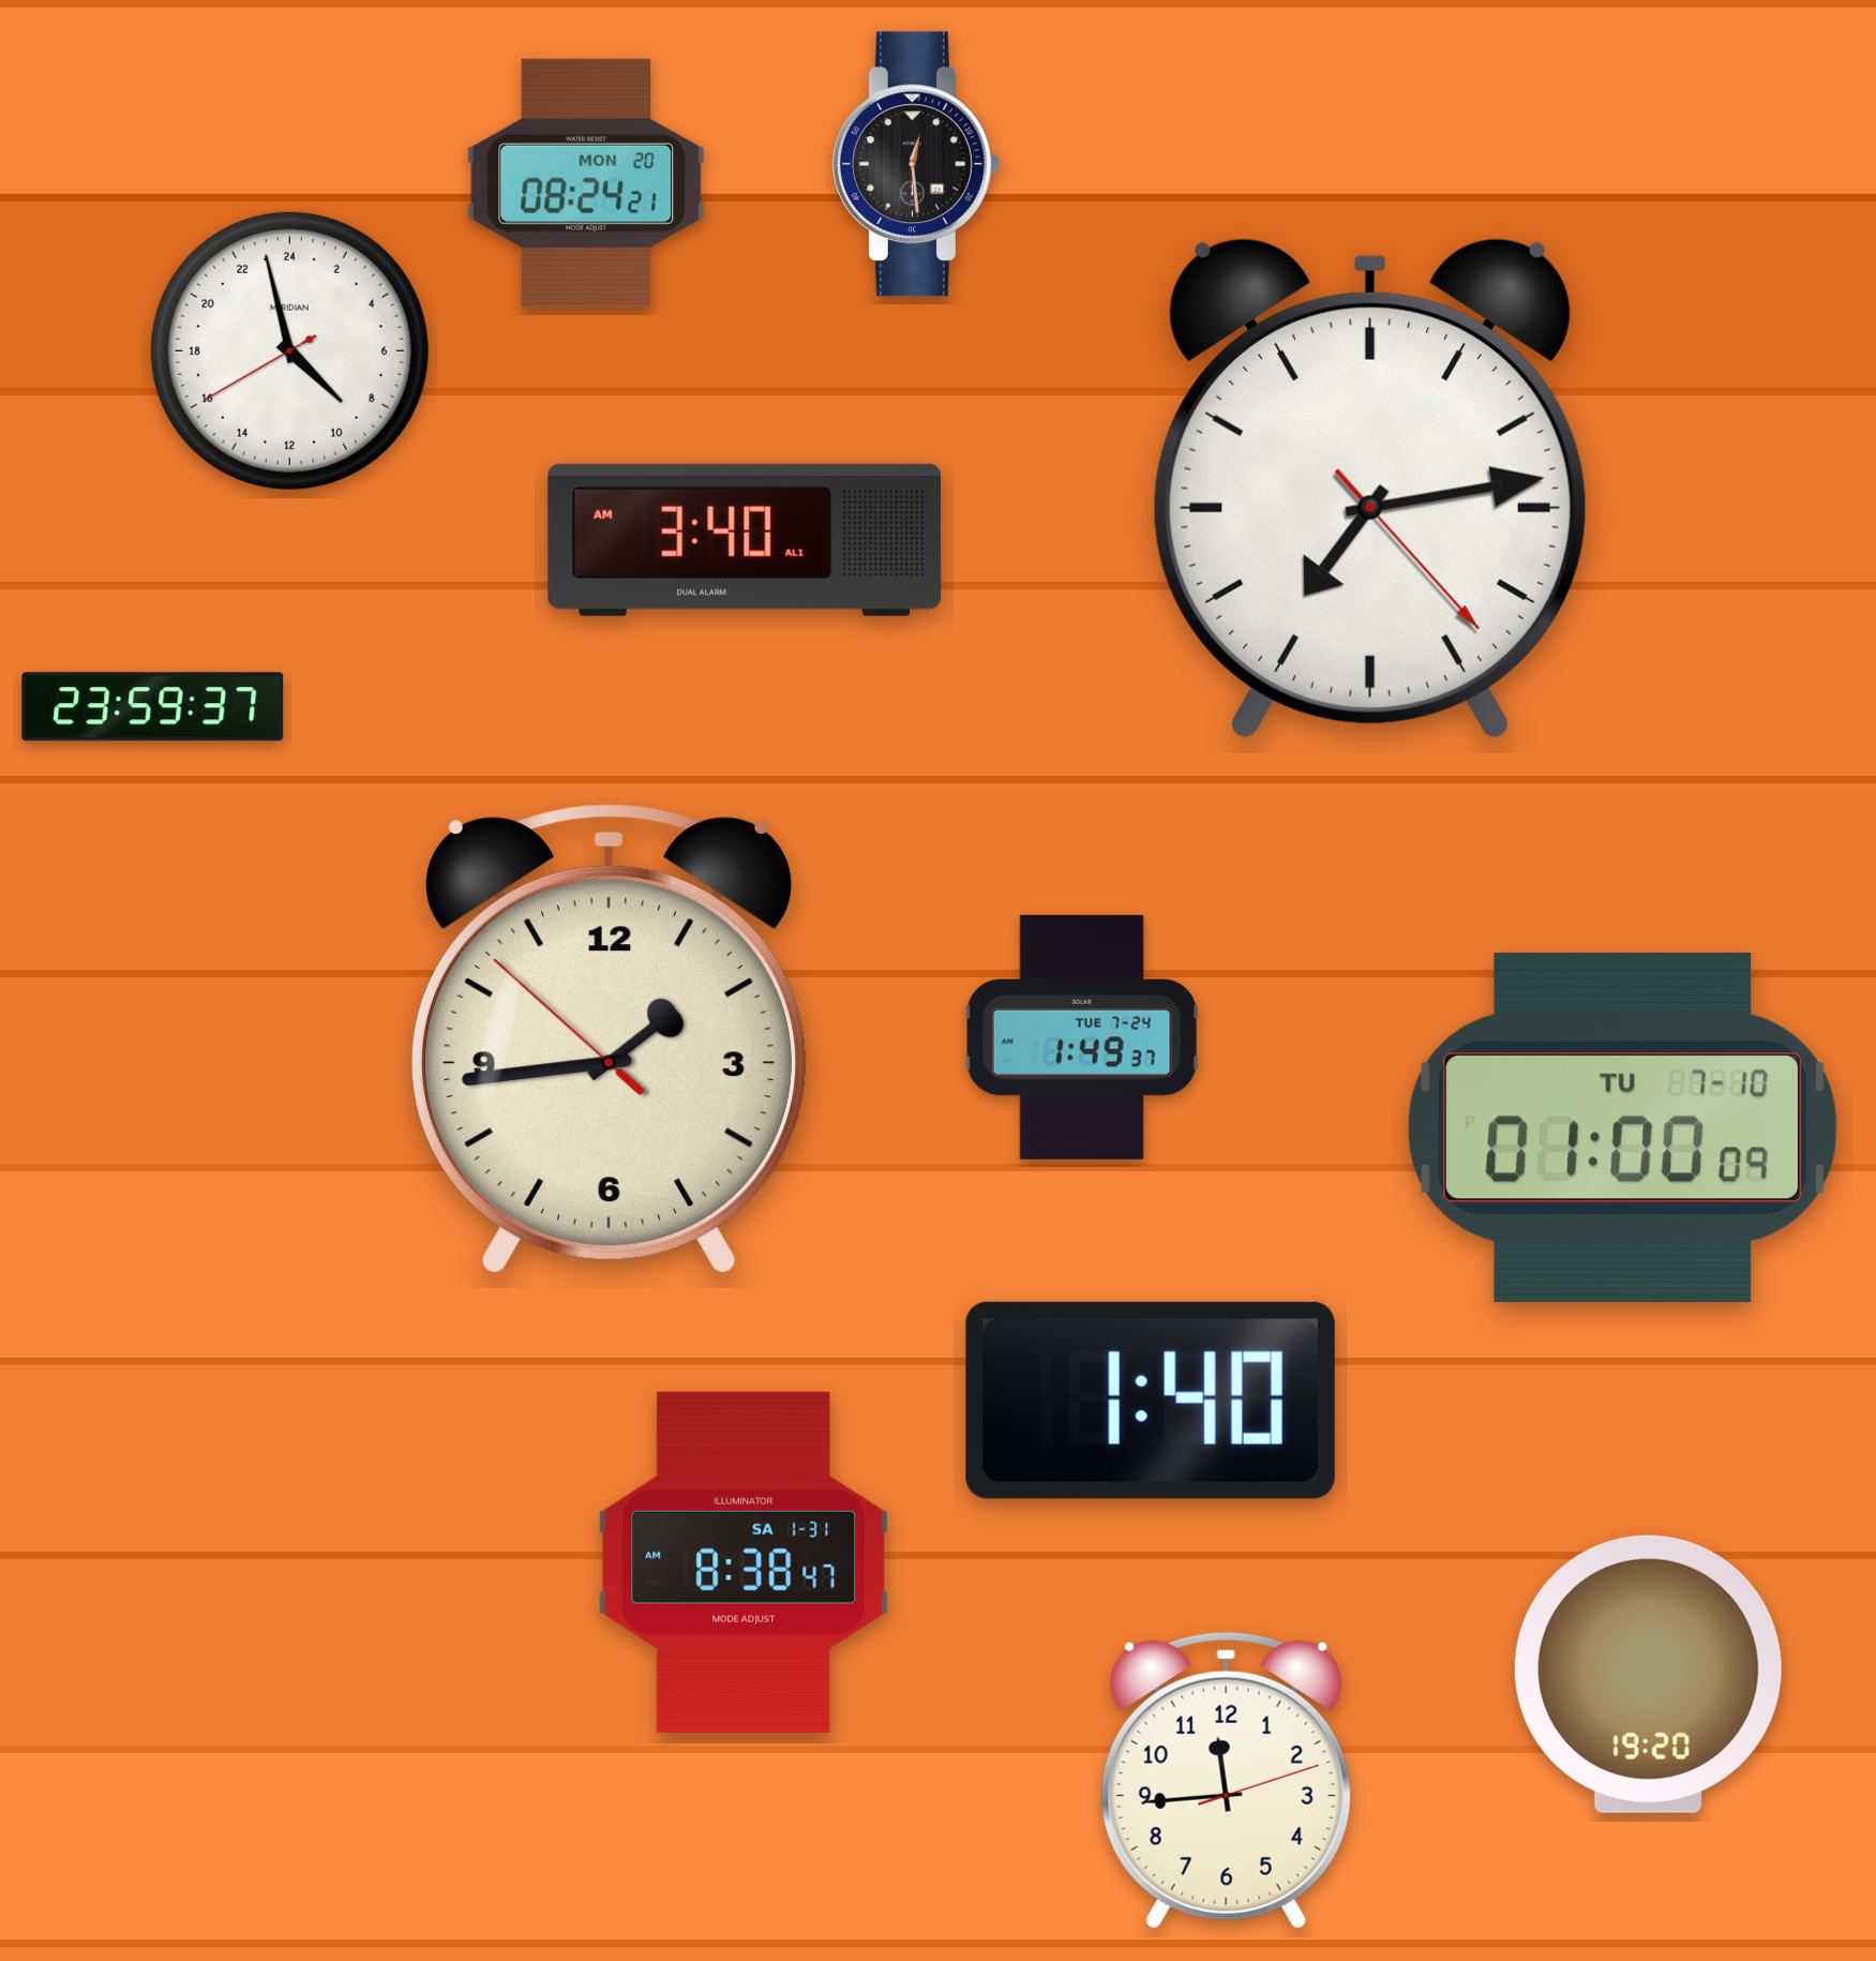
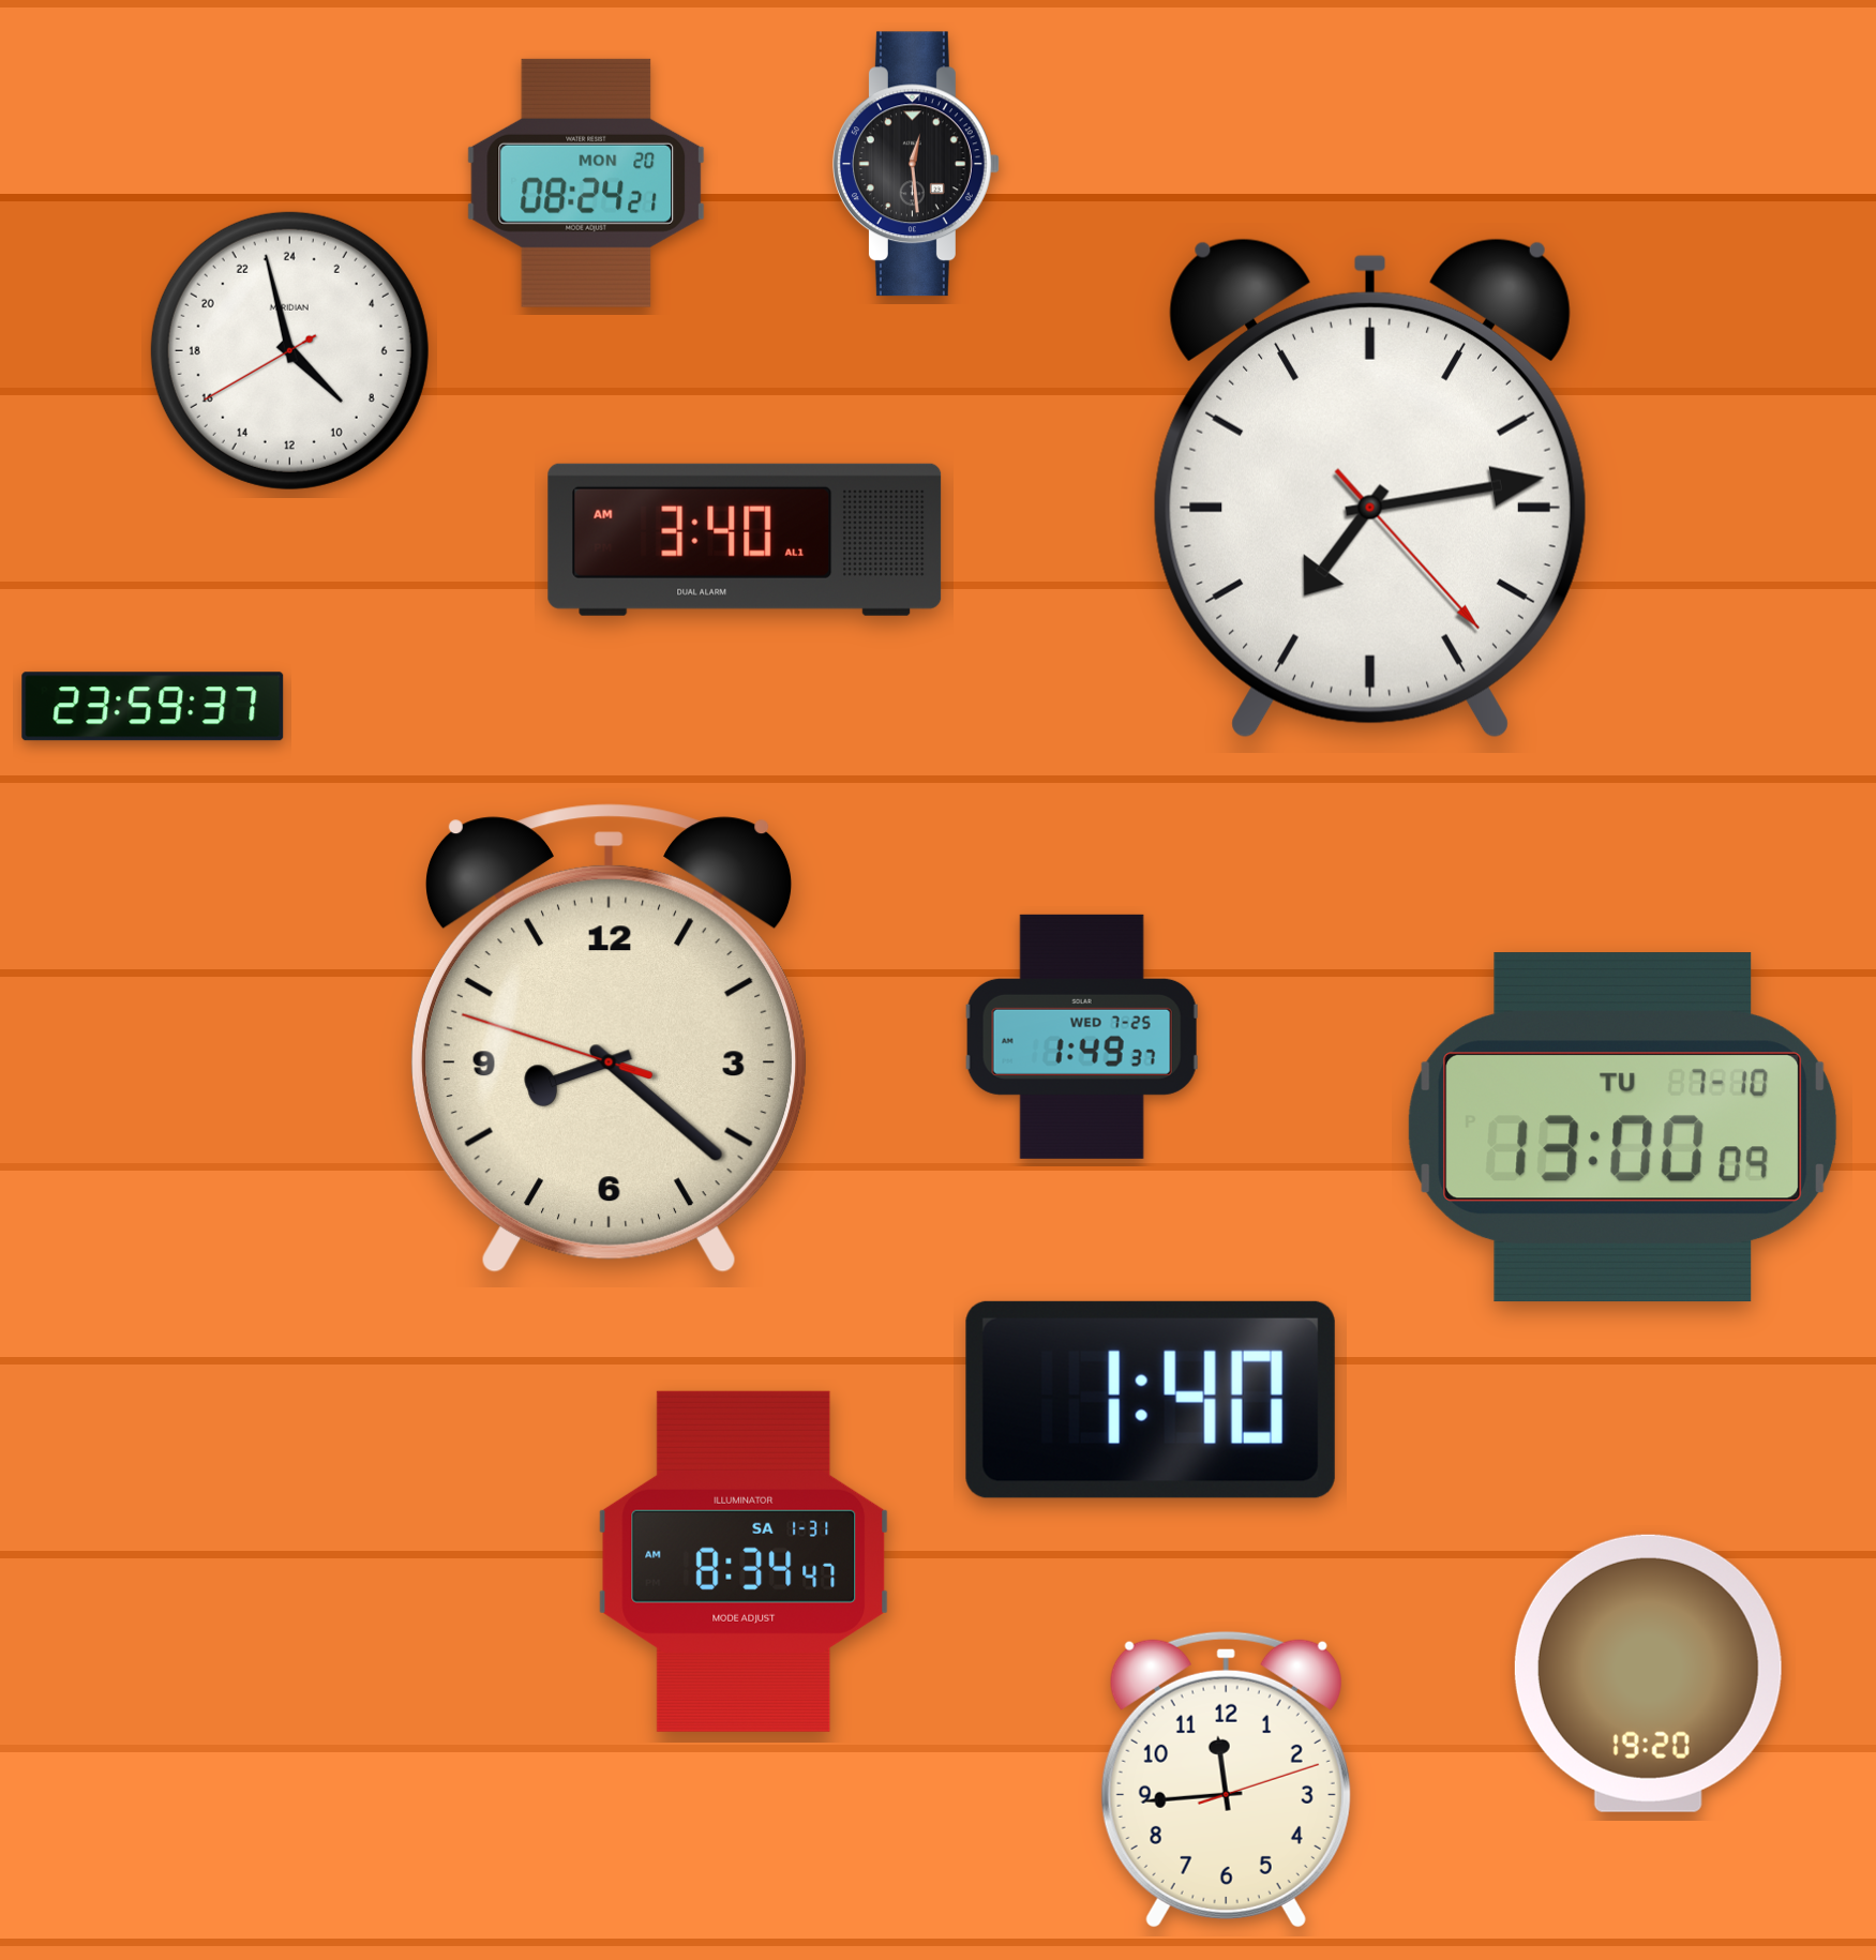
clock at (1082, 1037) date: TUE 7-24 -> WED 7-25
clock at (609, 1039): 1:43 -> 8:21
clock at (1622, 1128): 01:00 -> 13:00
clock at (744, 1562): 8:38 -> 8:34
